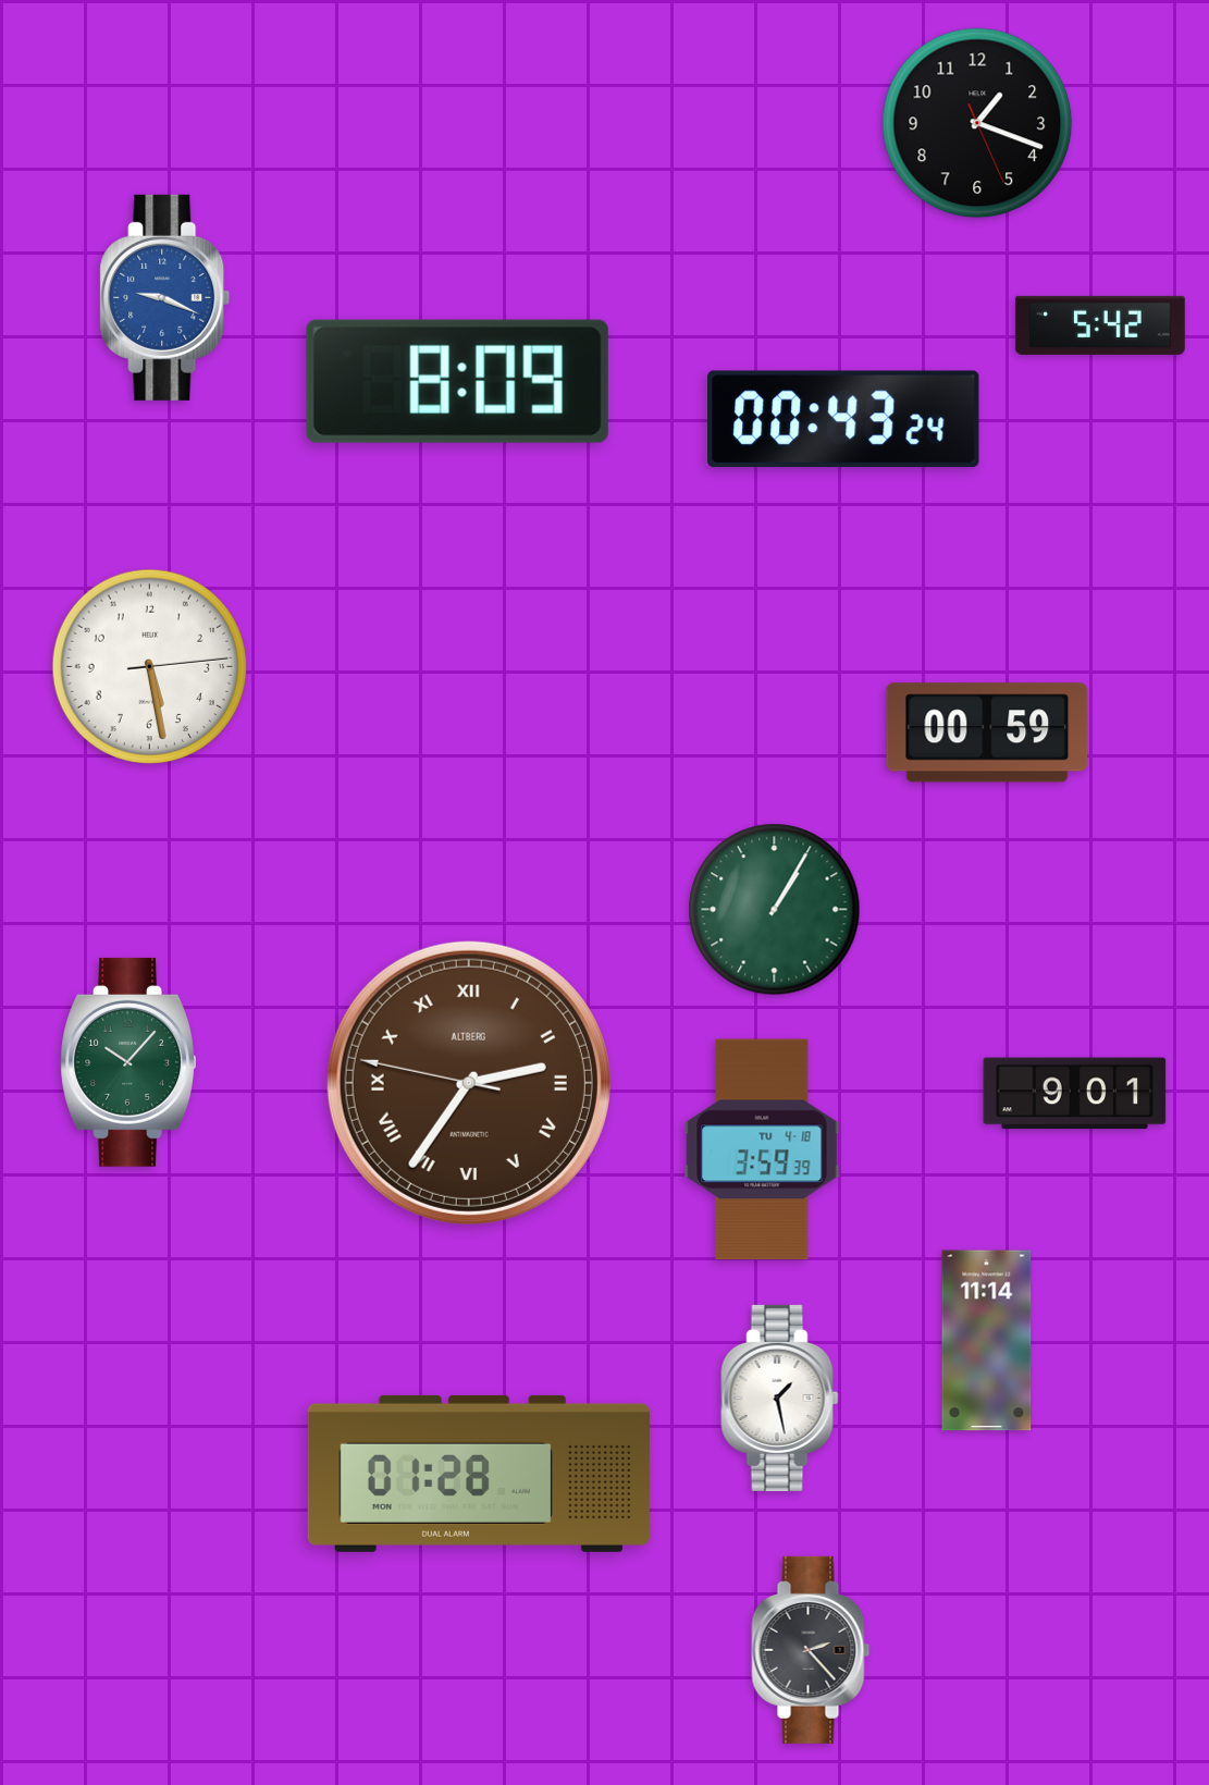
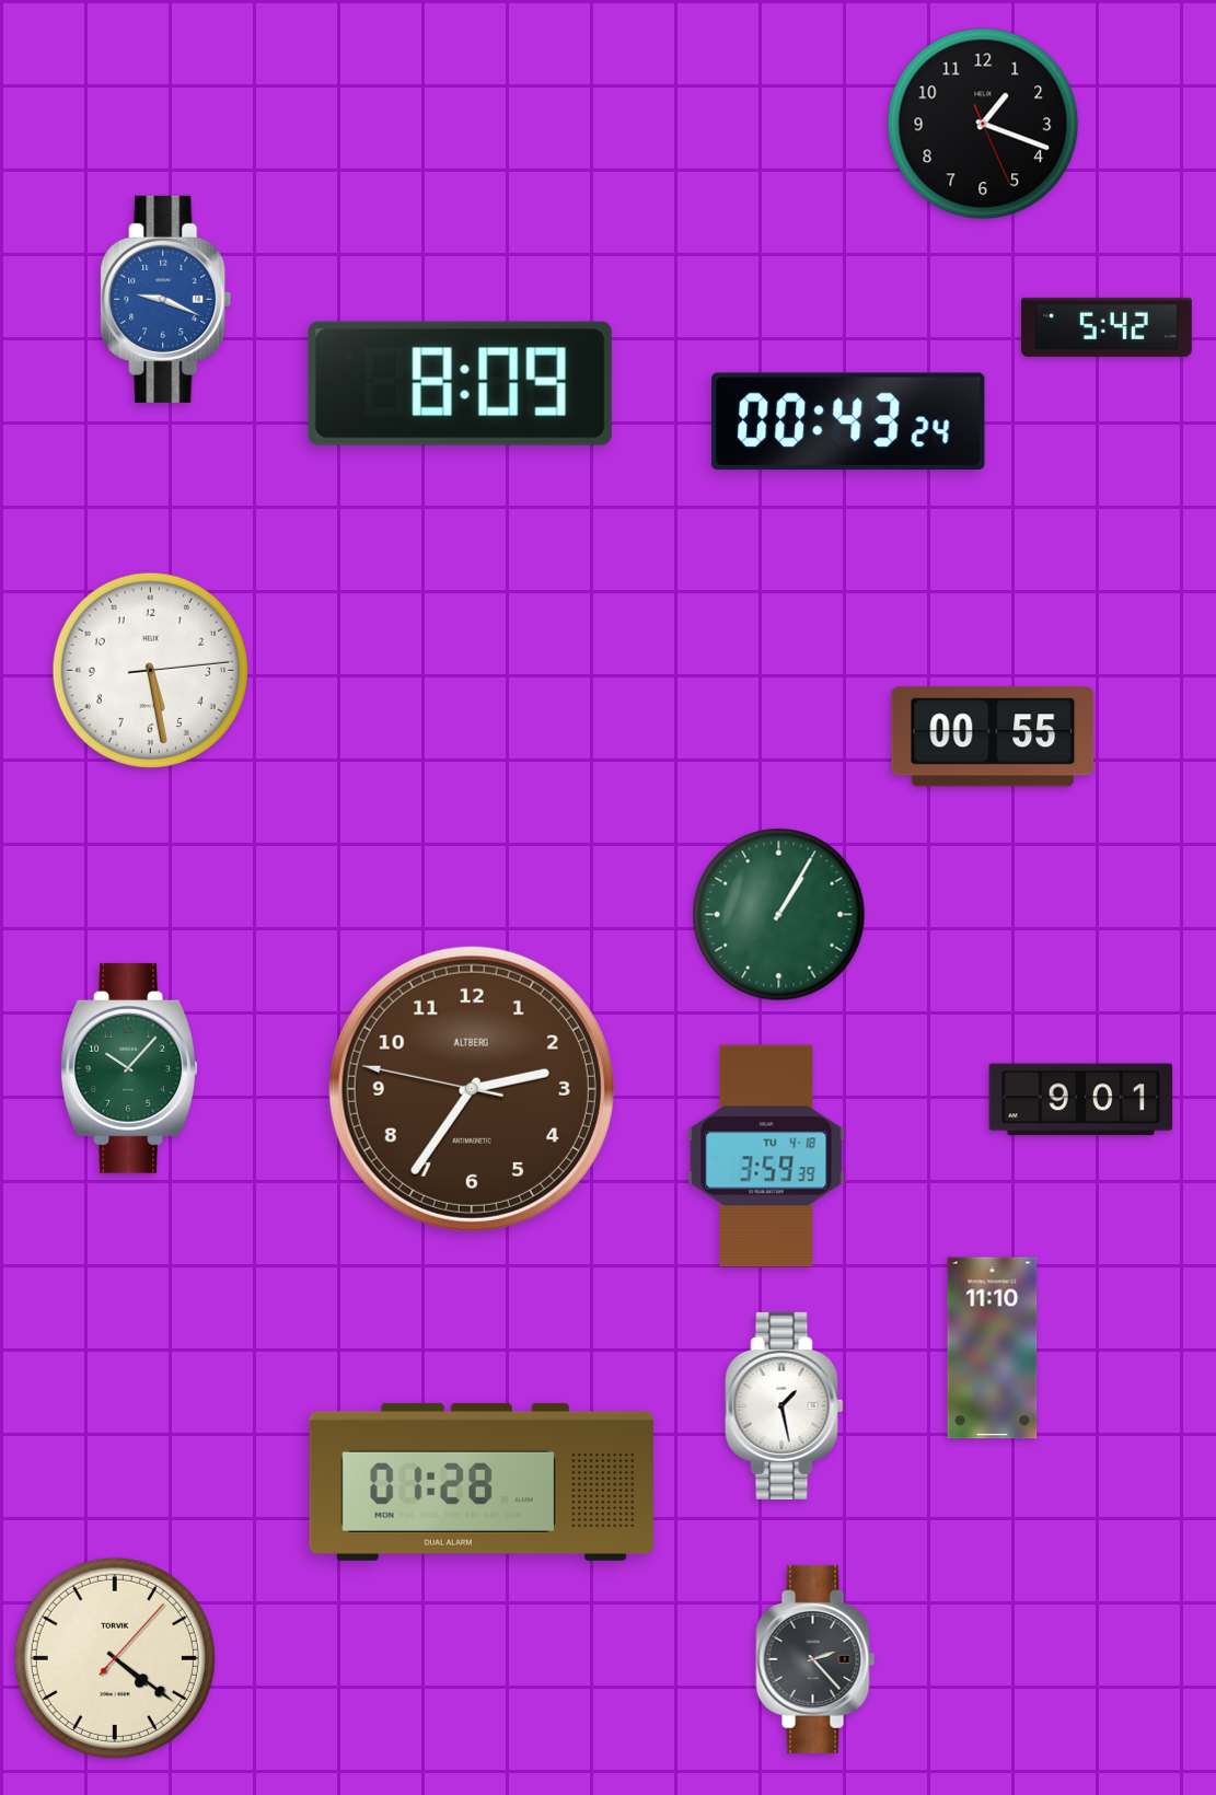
clock at (987, 733): 00:59 -> 00:55
clock at (469, 1083) numerals: Roman -> Arabic
clock at (987, 1341): 11:14 -> 11:10
clock at (115, 1658): none -> 4:21
